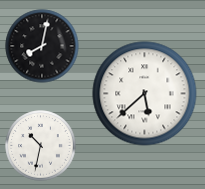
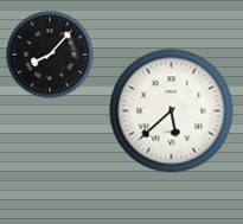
clock at (42, 46): 8:02 -> 8:07
clock at (41, 146): 10:32 -> none
